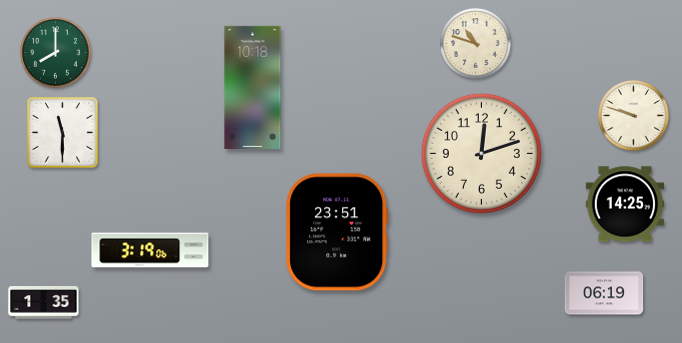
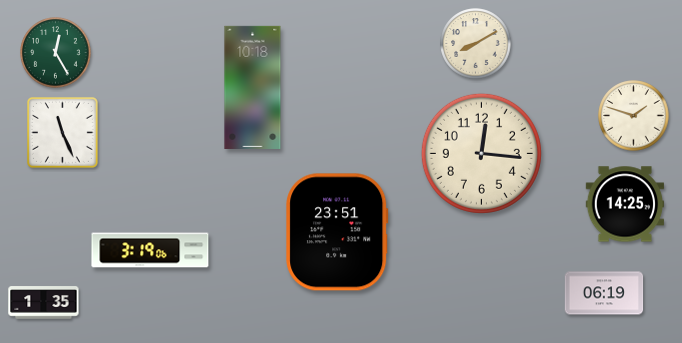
clock at (476, 44): 10:48 -> 8:10
clock at (56, 53): 8:00 -> 12:25
clock at (634, 116): 9:48 -> 1:48
clock at (63, 133): 11:30 -> 11:26
clock at (481, 153): 12:12 -> 12:16
